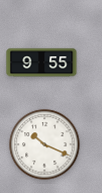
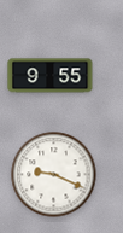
clock at (45, 145): 10:19 -> 9:19
